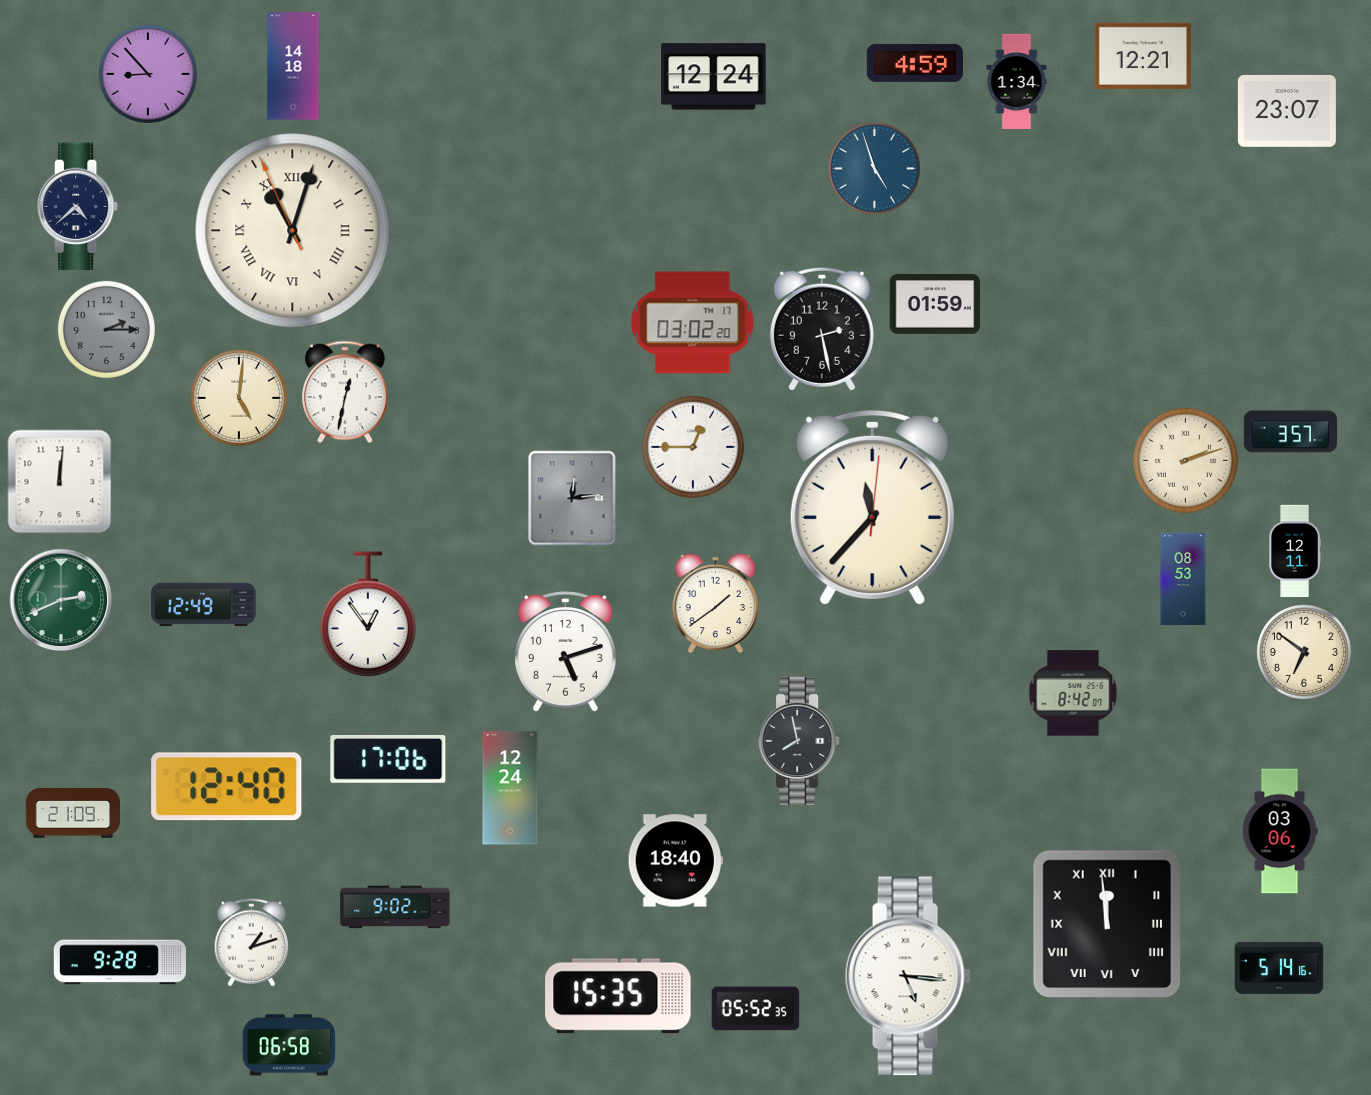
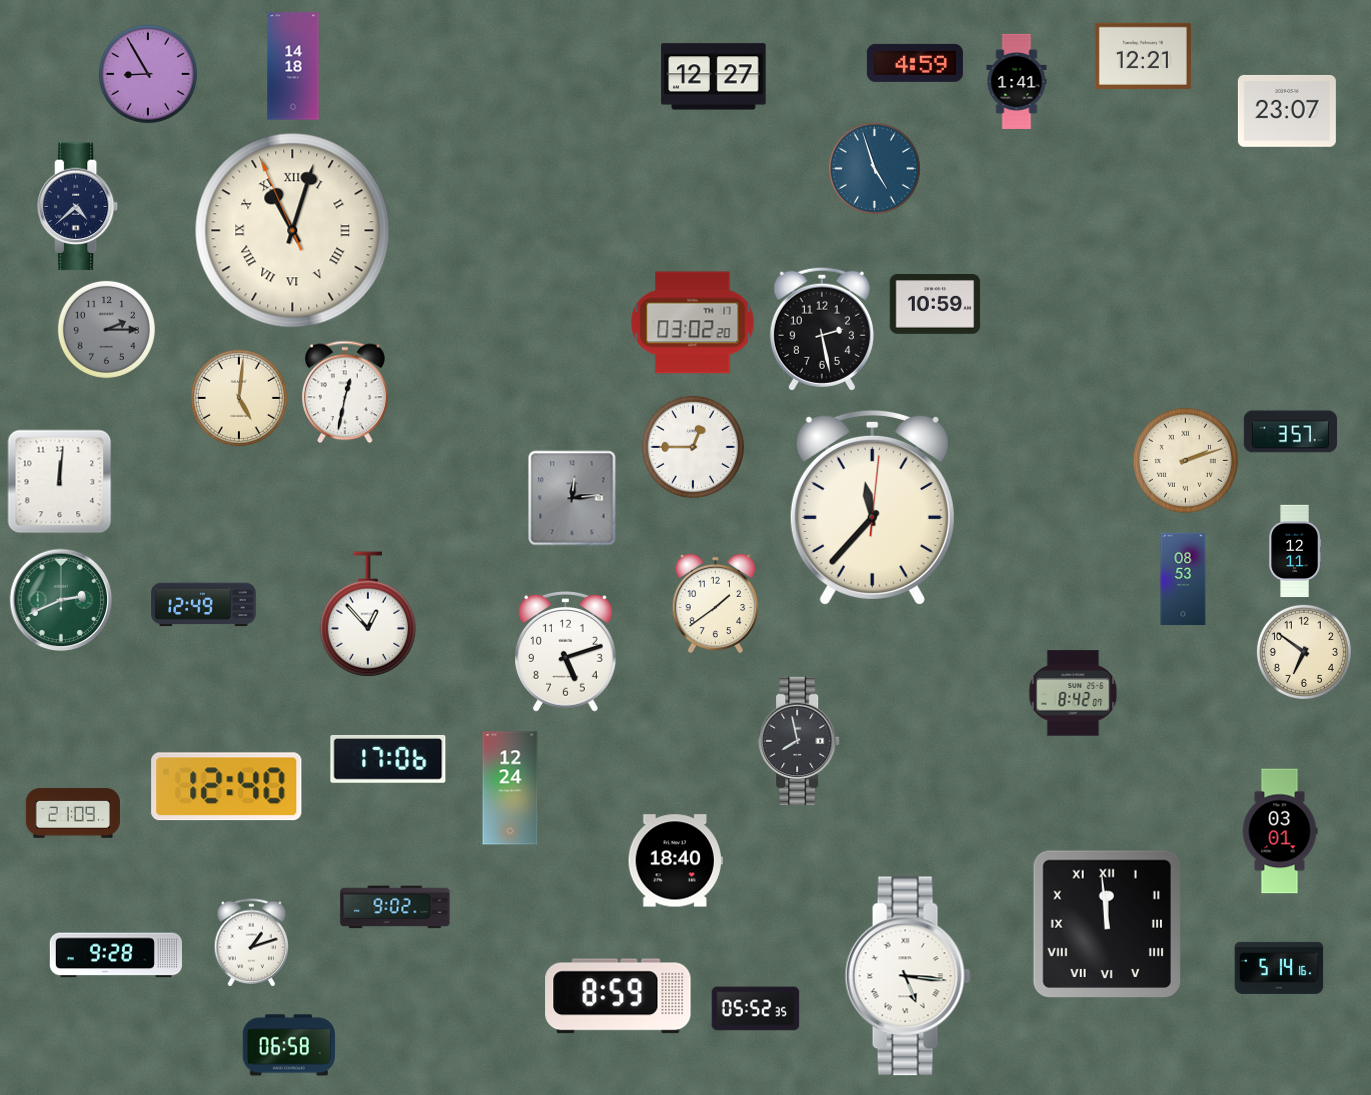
clock at (148, 74): 8:53 -> 8:55
clock at (714, 77): 12:24 -> 12:27
clock at (1017, 81): 1:34 -> 1:41
clock at (935, 304): 01:59 -> 10:59
clock at (367, 614): 12:54 -> 12:53
clock at (1280, 831): 03:06 -> 03:01
clock at (119, 962) position: (119, 962) -> (115, 955)
clock at (618, 996): 15:35 -> 8:59
